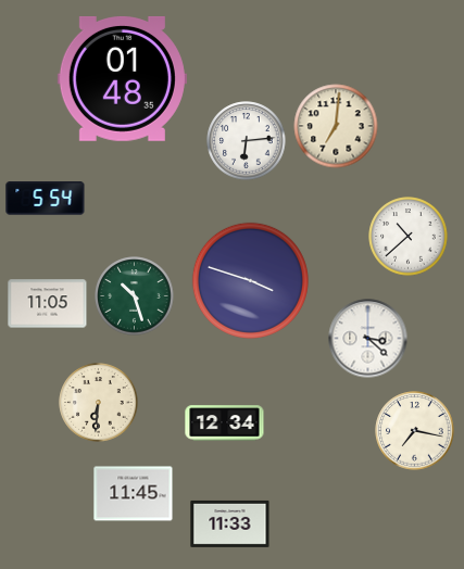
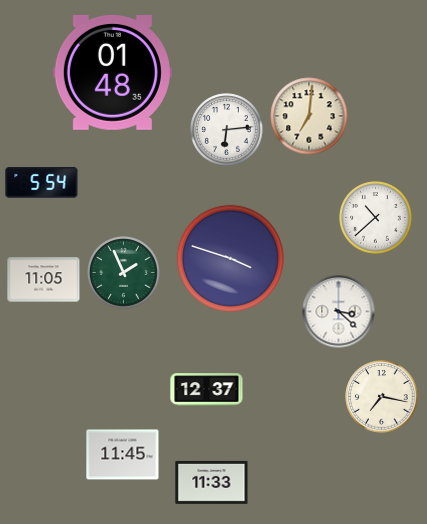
clock at (135, 296): 10:27 -> 1:56
clock at (99, 403): 6:31 -> none
clock at (225, 423): 12:34 -> 12:37
